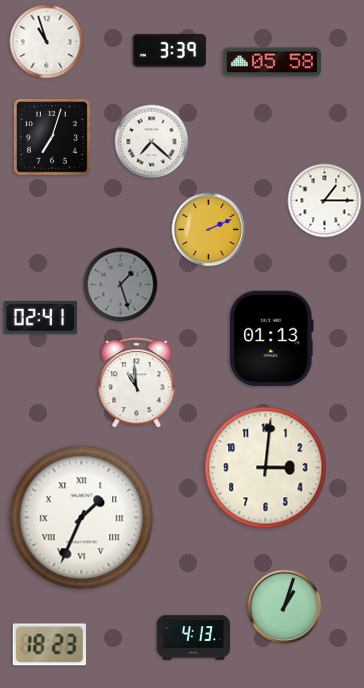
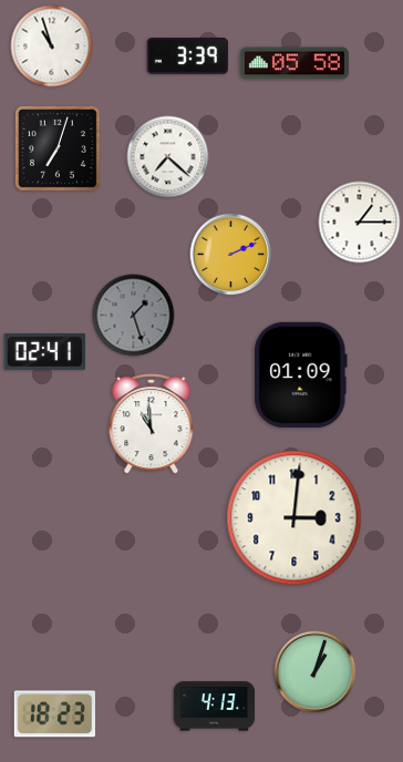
clock at (272, 62) position: (272, 62) -> (294, 63)
clock at (52, 137) position: (52, 137) -> (58, 148)
clock at (272, 338): 01:13 -> 01:09
clock at (82, 518): 1:34 -> none
